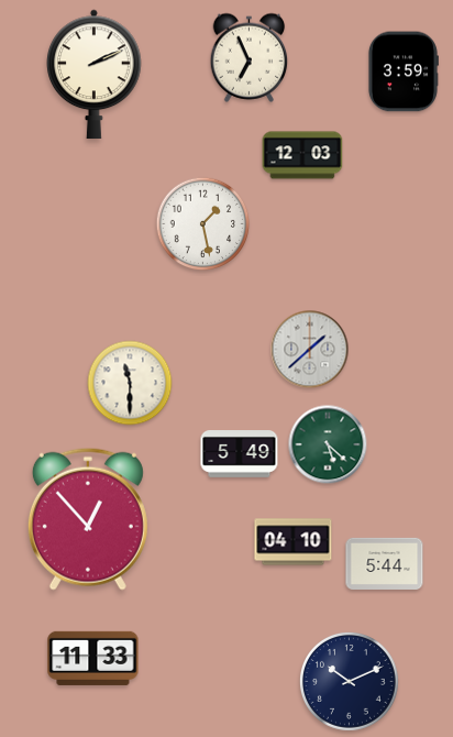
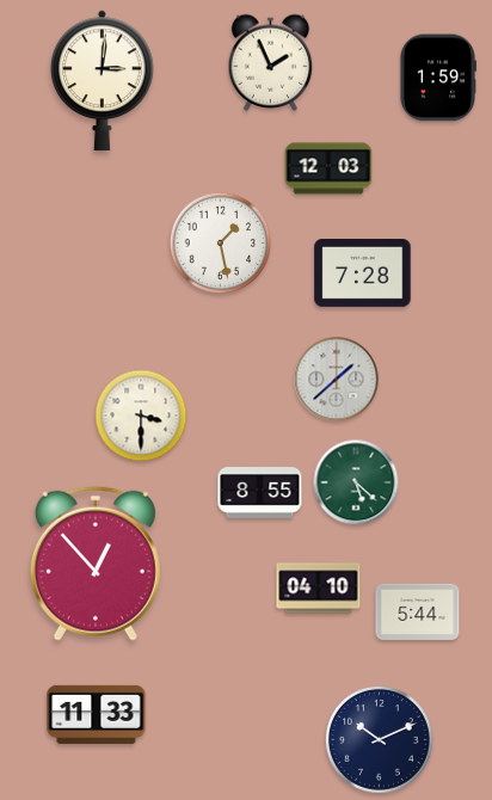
clock at (250, 57): 6:56 -> 1:56
clock at (402, 71): 3:59 -> 1:59
clock at (95, 75): 2:11 -> 3:01
clock at (363, 273): none -> 7:28
clock at (130, 383): 11:30 -> 3:30
clock at (240, 454): 5:49 -> 8:55
clock at (93, 658) position: (93, 658) -> (97, 714)
